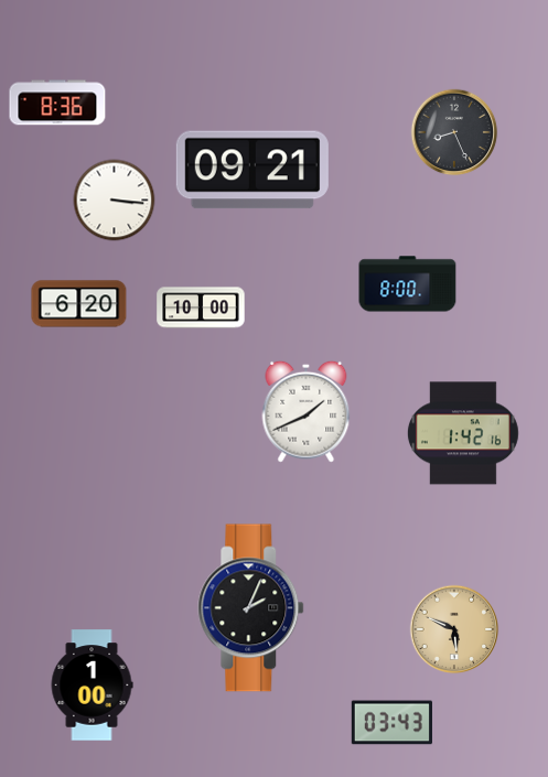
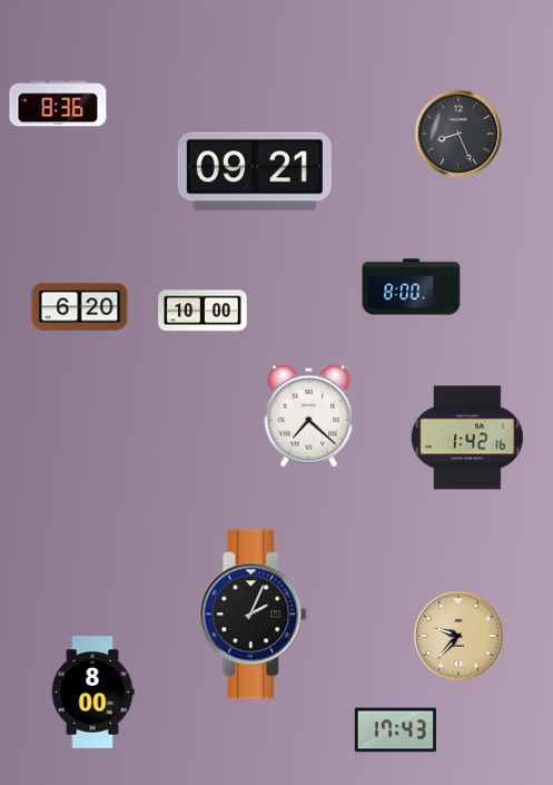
clock at (115, 201): 3:16 -> none
clock at (307, 411): 1:41 -> 7:22
clock at (454, 629): 5:49 -> 9:37
clock at (92, 686): 1:00 -> 8:00
clock at (391, 723): 03:43 -> 17:43
